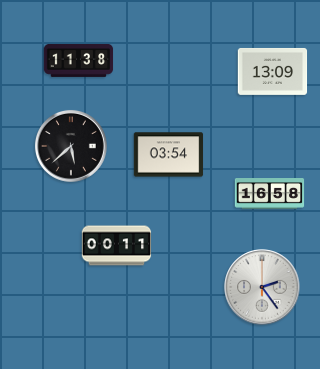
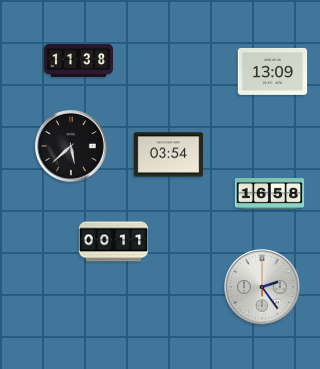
clock at (117, 246) position: (117, 246) -> (114, 242)
